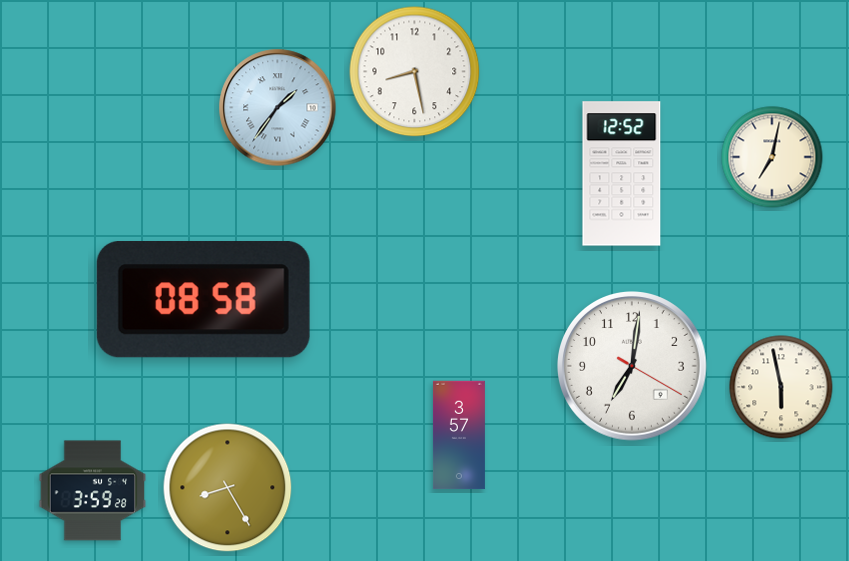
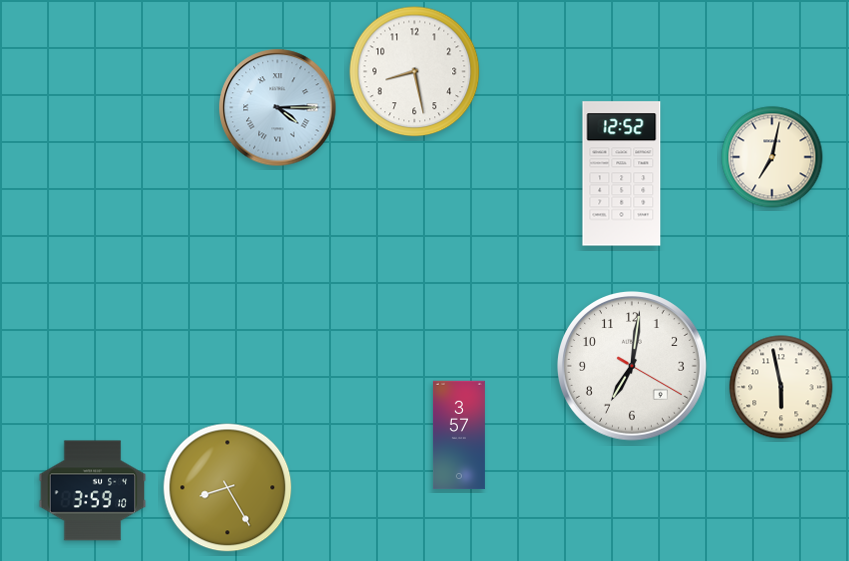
clock at (278, 108): 1:36 -> 4:15
clock at (203, 300): 08:58 -> none
clock at (93, 491): 3:59:28 -> 3:59:10
